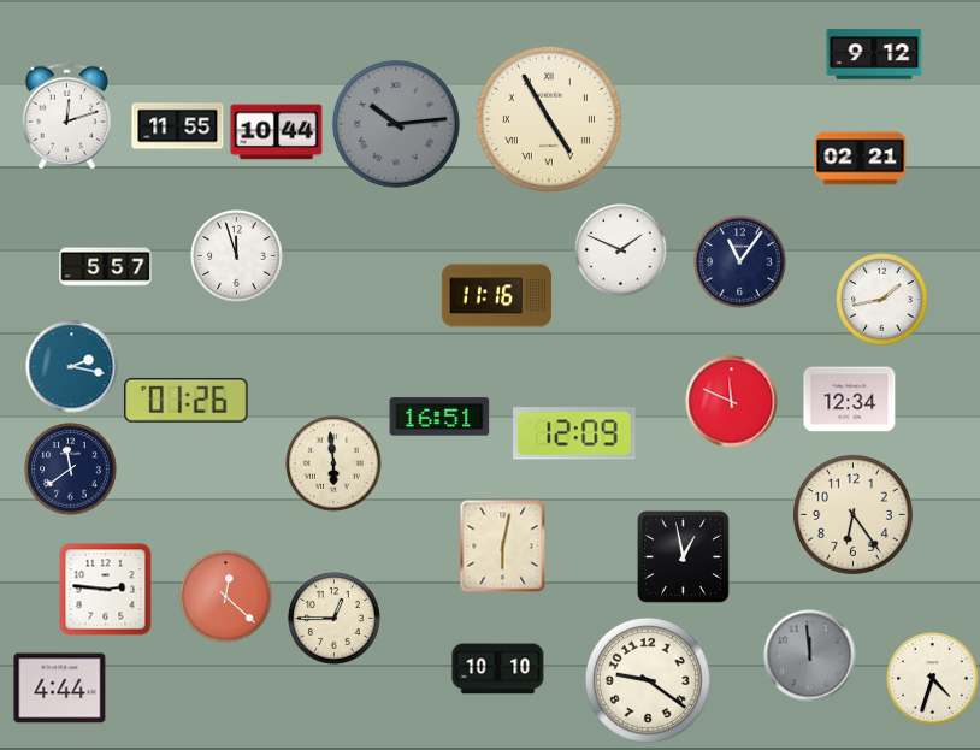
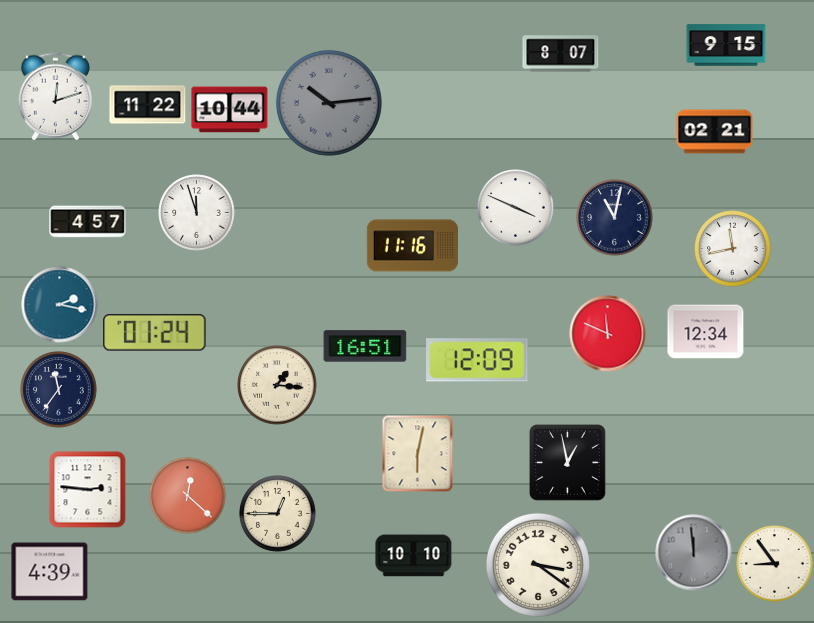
clock at (874, 54): 9:12 -> 9:15
clock at (561, 54): none -> 8:07
clock at (549, 119): 4:55 -> none
clock at (178, 126): 11:55 -> 11:22
clock at (621, 250): 1:49 -> 3:49
clock at (740, 262): 11:06 -> 11:02
clock at (106, 267): 5:57 -> 4:57
clock at (882, 300): 1:43 -> 11:43
clock at (187, 401): 01:26 -> 01:24
clock at (333, 463): 5:59 -> 1:16
clock at (71, 470): 11:39 -> 11:36
clock at (852, 514): 6:24 -> none
clock at (810, 656) position: (810, 656) -> (694, 553)
clock at (933, 679): 4:33 -> 8:54
clock at (648, 680): 9:21 -> 3:21
clock at (60, 689): 4:44 -> 4:39
